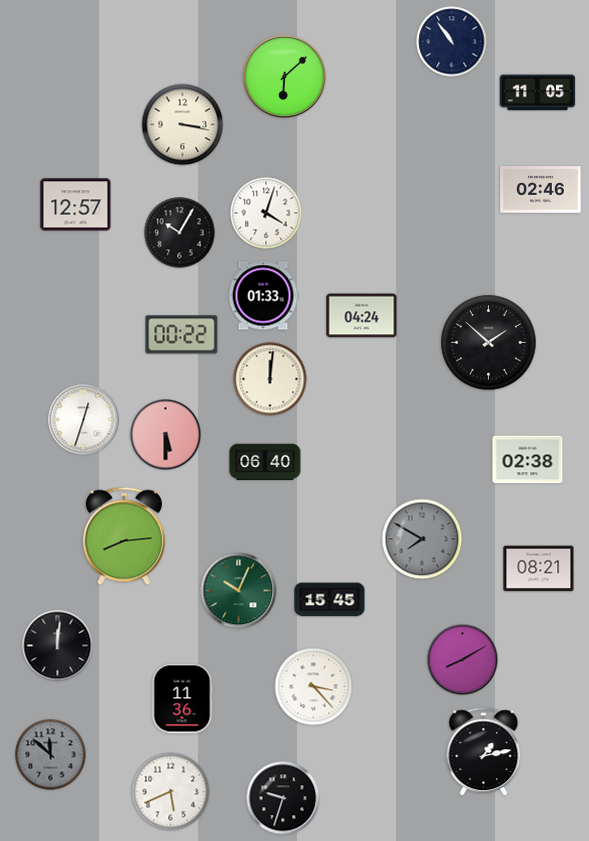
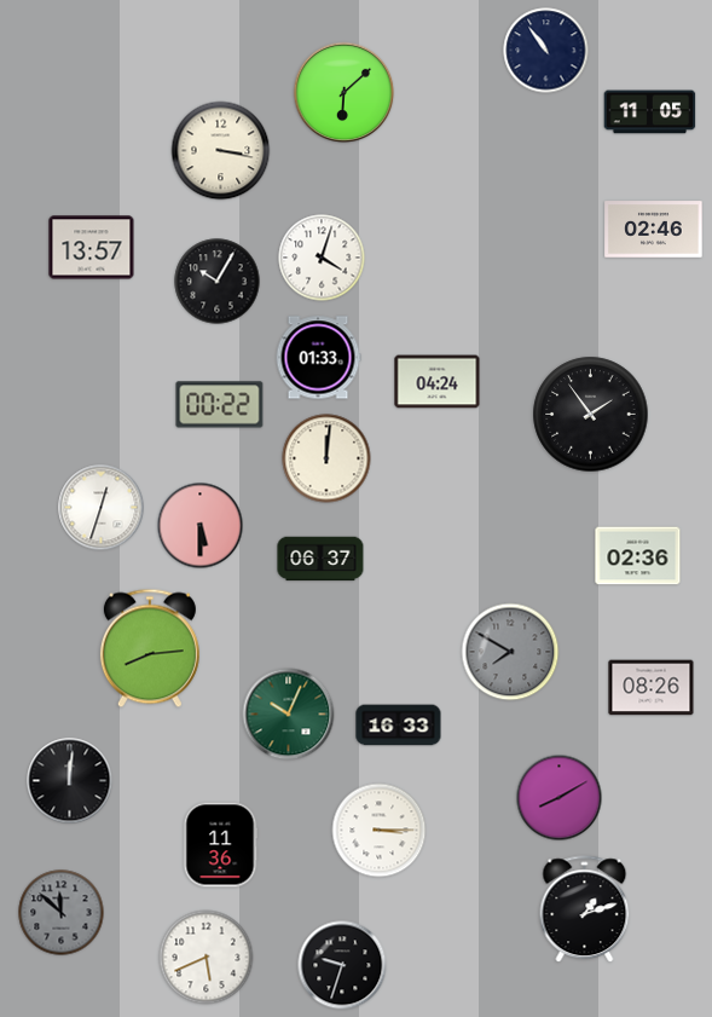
clock at (76, 205): 12:57 -> 13:57
clock at (489, 343): 1:52 -> 1:54
clock at (528, 460): 02:38 -> 02:36
clock at (265, 462): 06:40 -> 06:37
clock at (539, 569): 08:21 -> 08:26
clock at (330, 600): 15:45 -> 16:33
clock at (314, 687): 3:23 -> 3:15
clock at (484, 752): 1:13 -> 1:12
